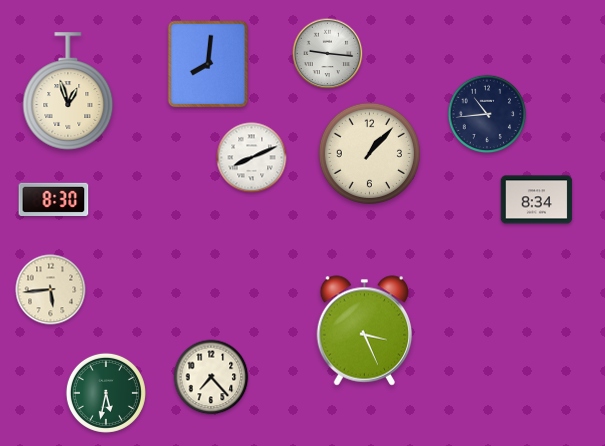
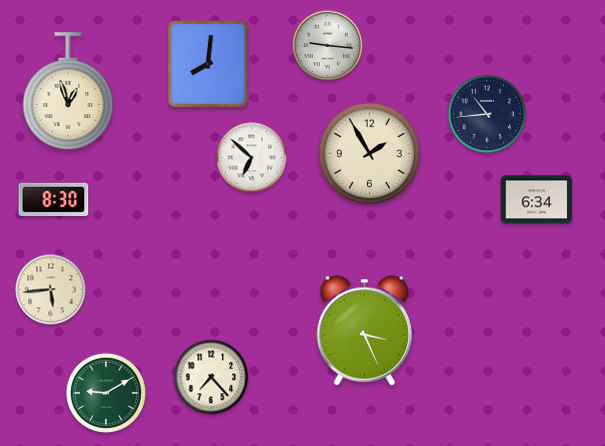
clock at (328, 54) position: (328, 54) -> (328, 46)
clock at (369, 153): 1:07 -> 1:55
clock at (252, 158): 8:11 -> 6:52
clock at (537, 200): 8:34 -> 6:34
clock at (106, 393): 5:32 -> 9:10
